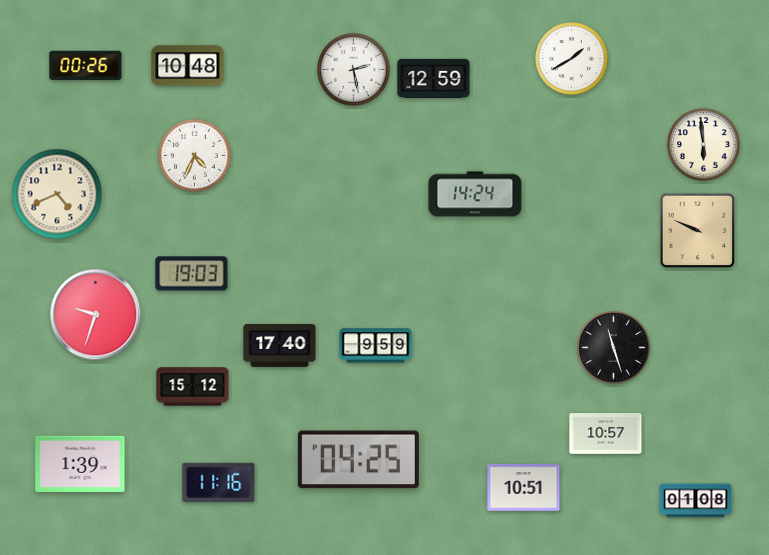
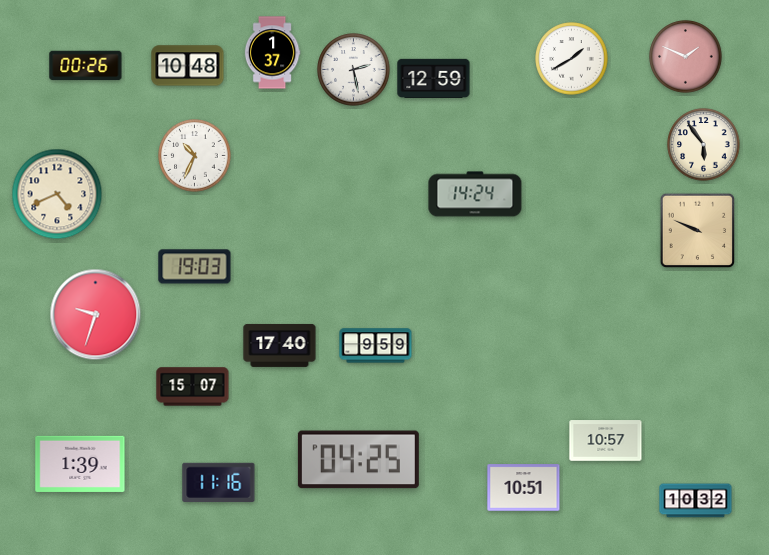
clock at (272, 53): none -> 1:37
clock at (686, 57): none -> 1:49
clock at (704, 145): 5:59 -> 5:54
clock at (195, 156): 4:34 -> 10:34
clock at (192, 274) position: (192, 274) -> (195, 267)
clock at (614, 348): 11:27 -> none
clock at (193, 387): 15:12 -> 15:07
clock at (606, 434) position: (606, 434) -> (606, 441)
clock at (696, 501): 01:08 -> 10:32
